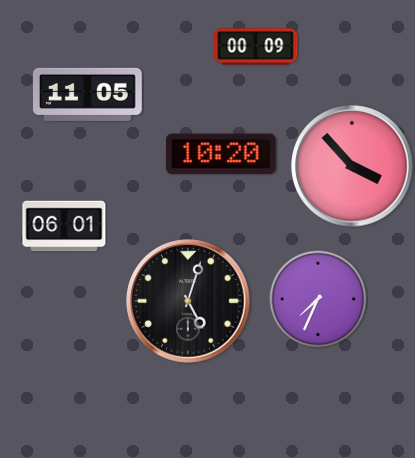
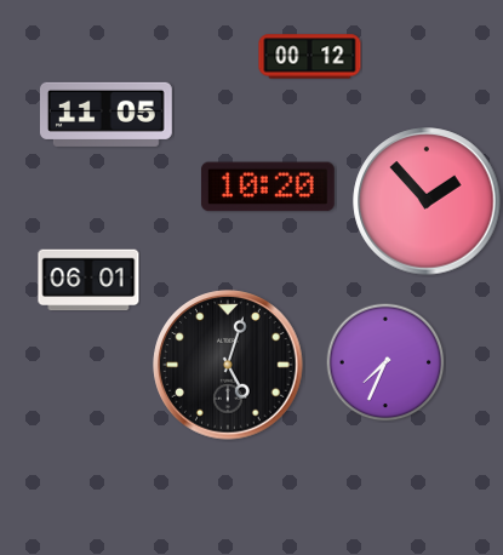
clock at (256, 47): 00:09 -> 00:12
clock at (352, 166): 3:53 -> 1:53
clock at (64, 226) position: (64, 226) -> (88, 280)
